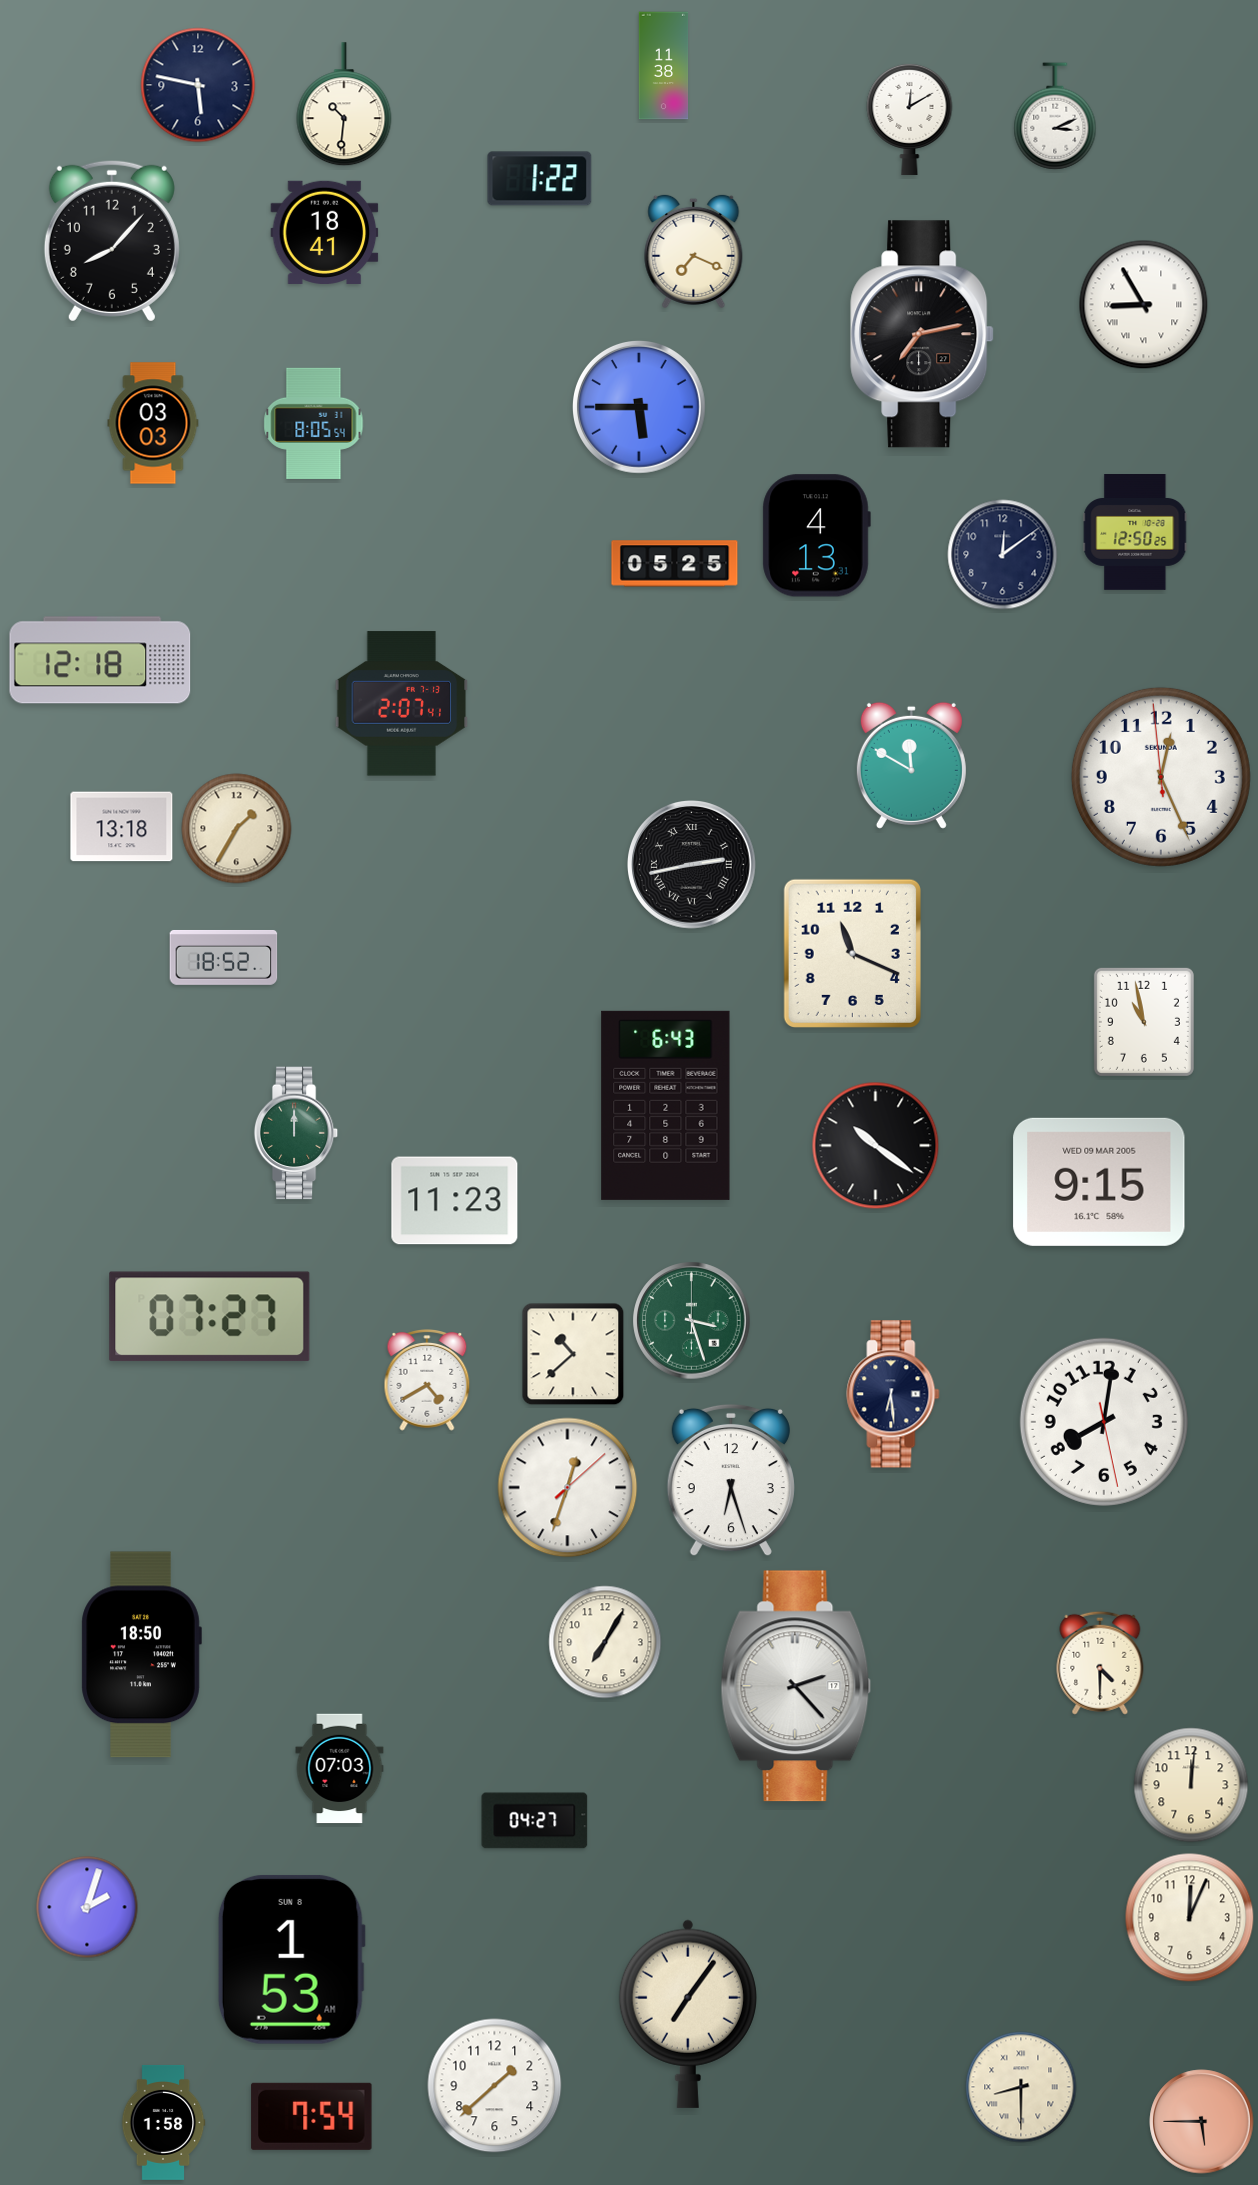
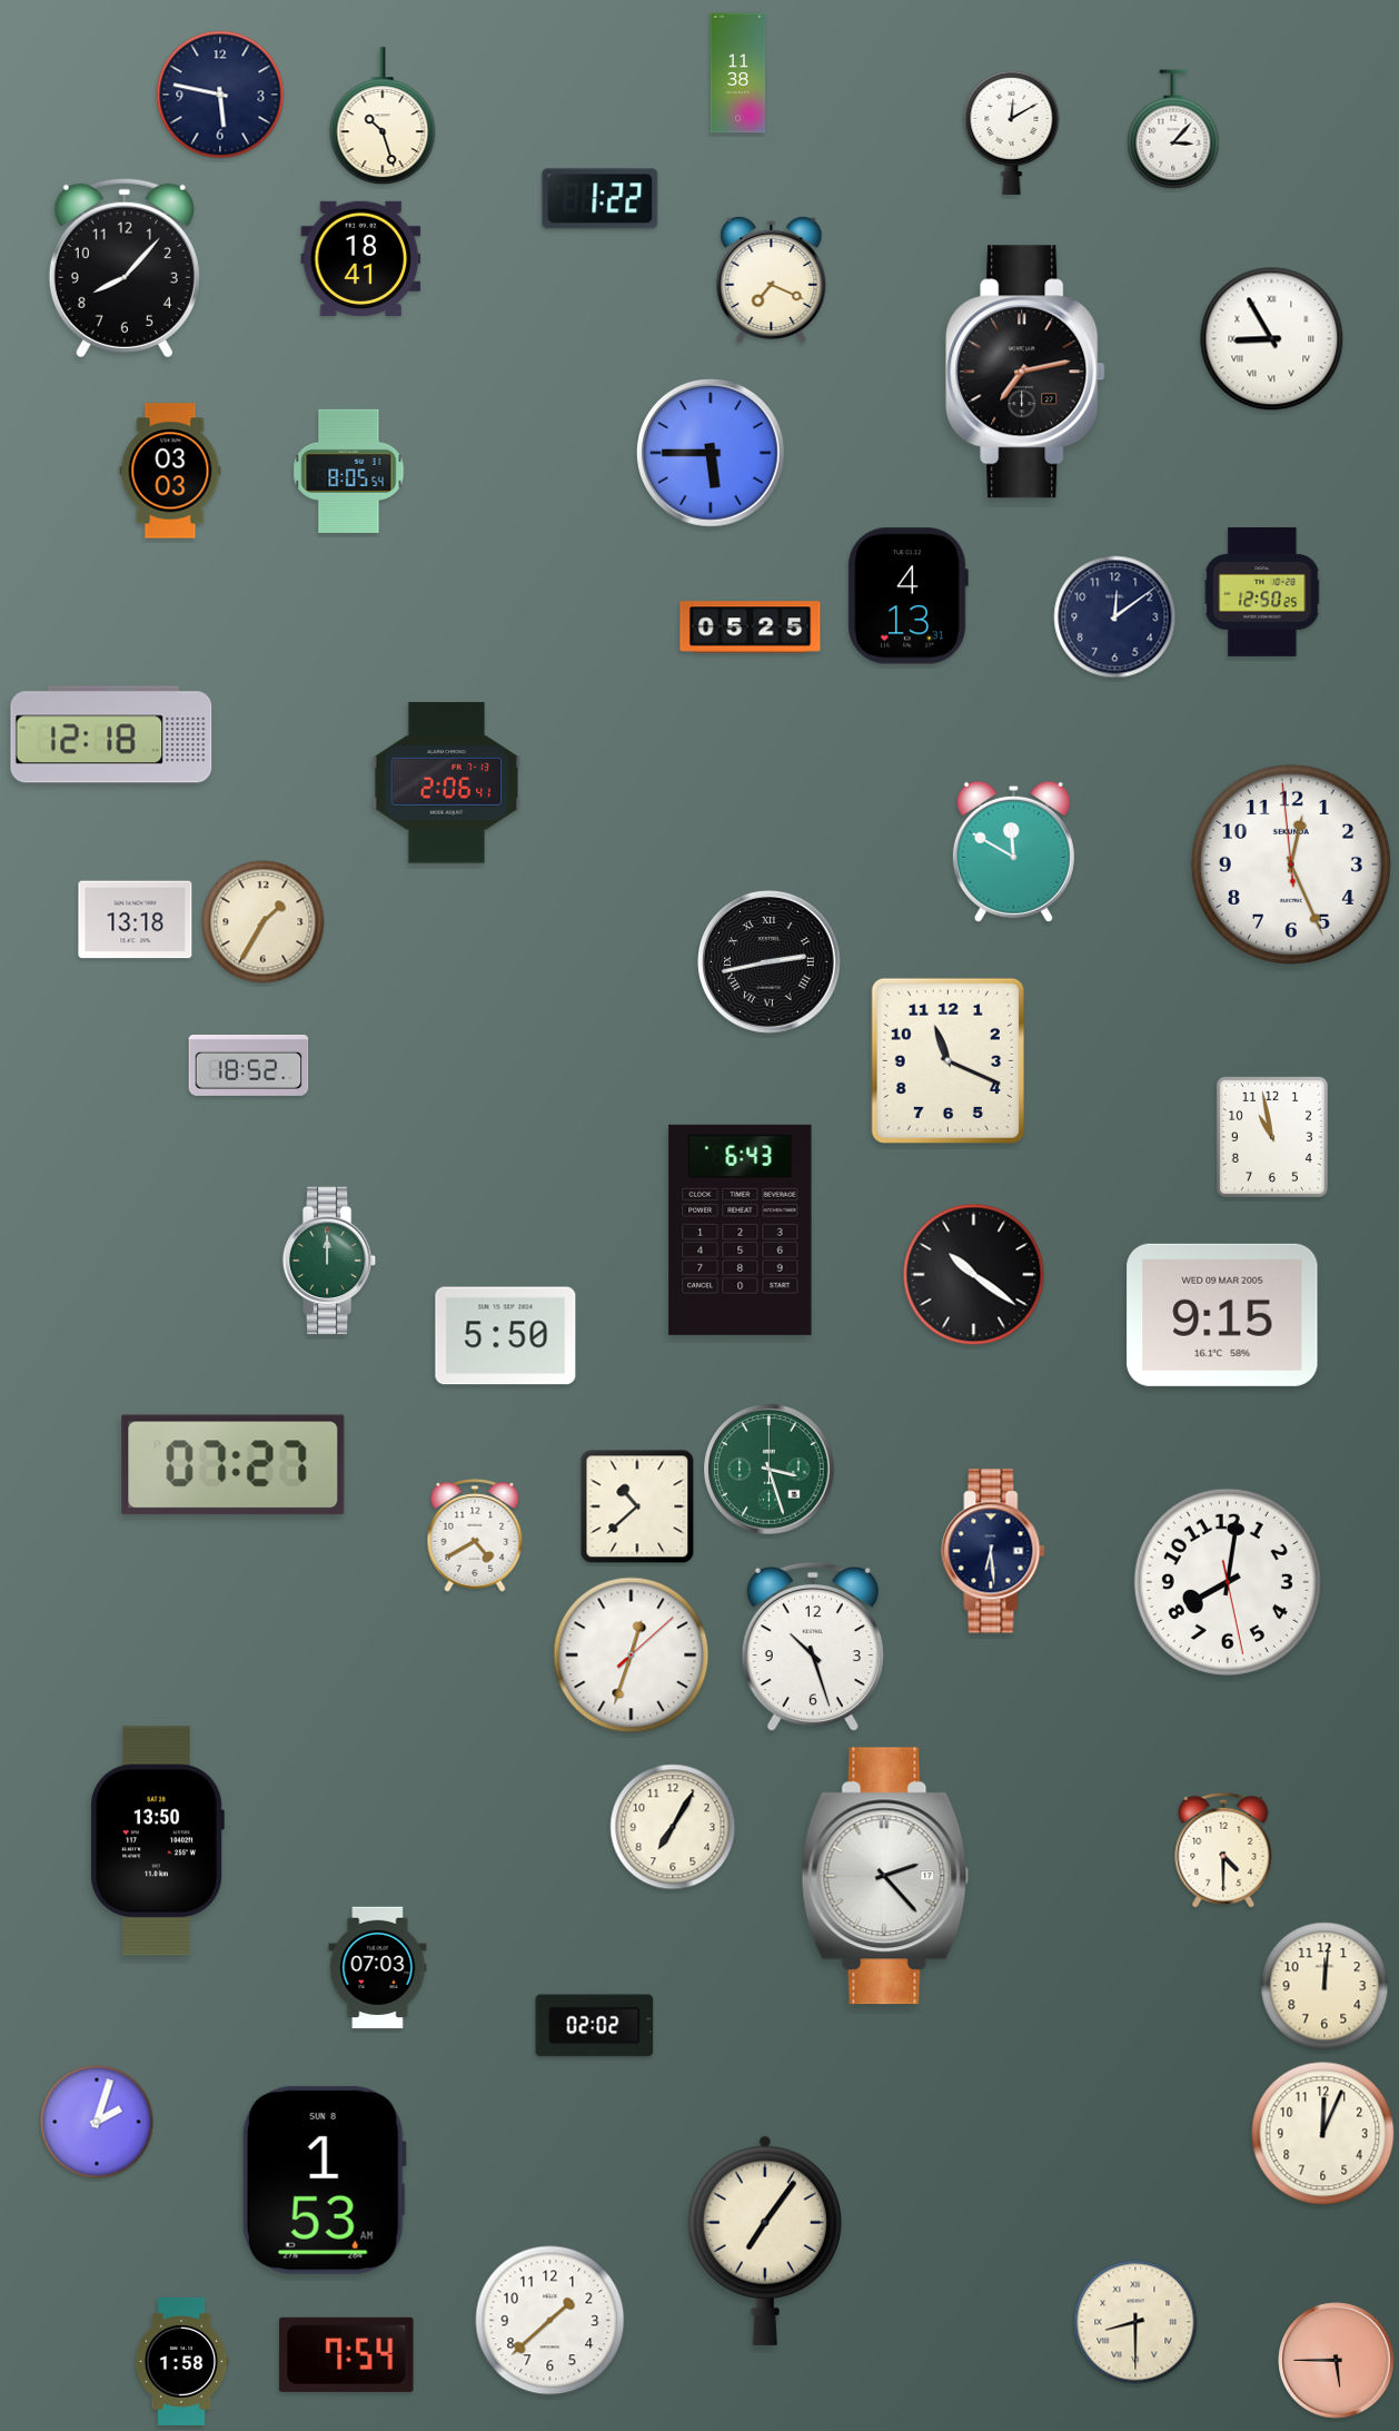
clock at (344, 105): 10:31 -> 10:27
clock at (1055, 116): 3:11 -> 3:07
clock at (402, 704): 2:07 -> 2:06
clock at (455, 1201): 11:23 -> 5:50
clock at (731, 1480): 6:27 -> 10:27
clock at (141, 1655): 18:50 -> 13:50
clock at (535, 1821): 04:27 -> 02:02
